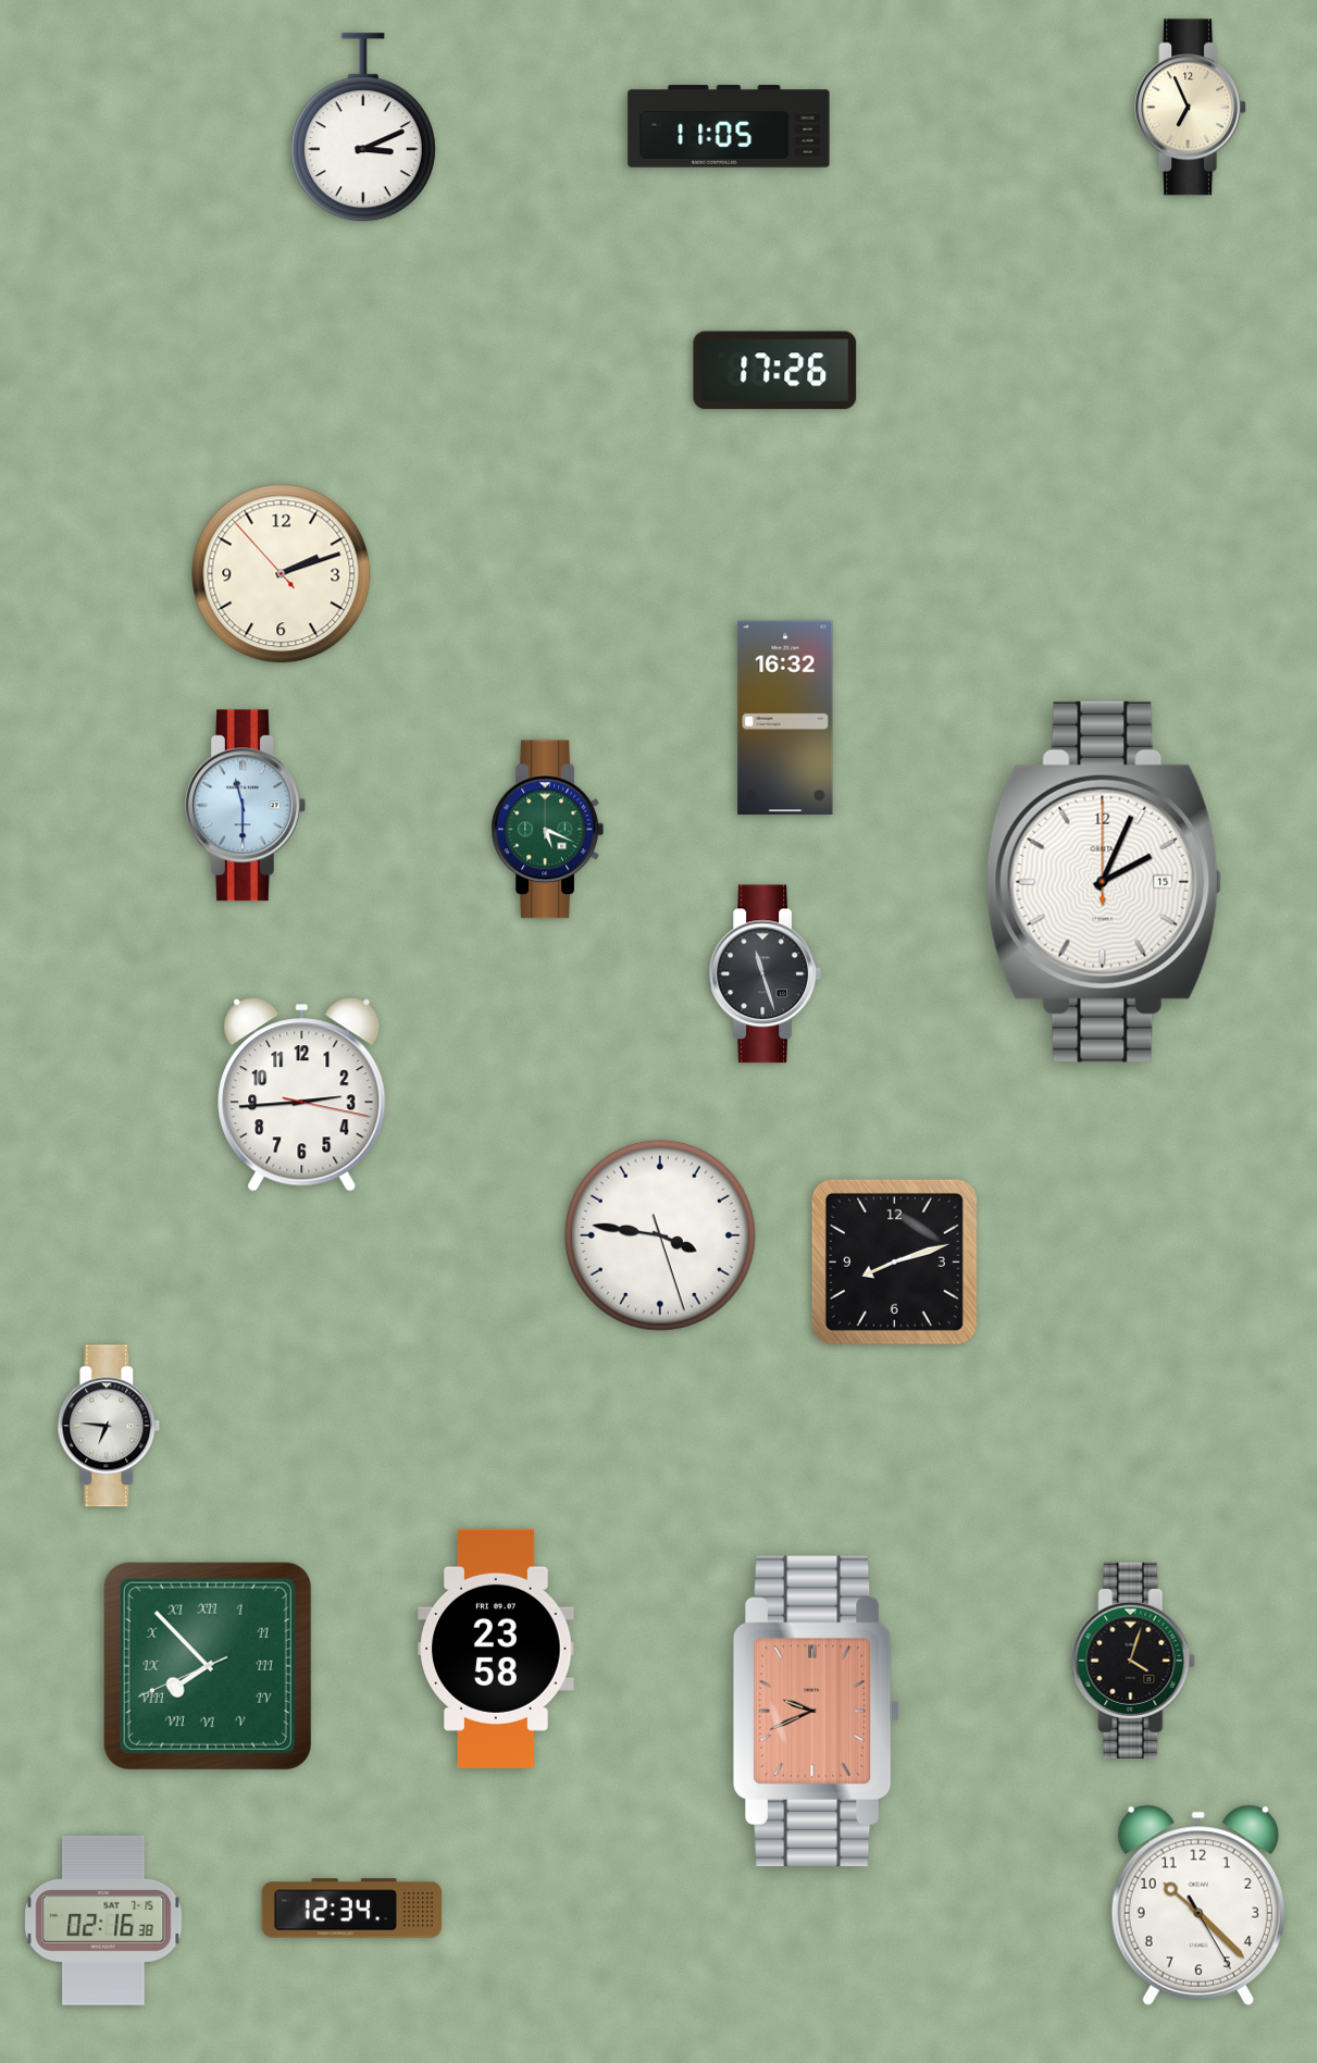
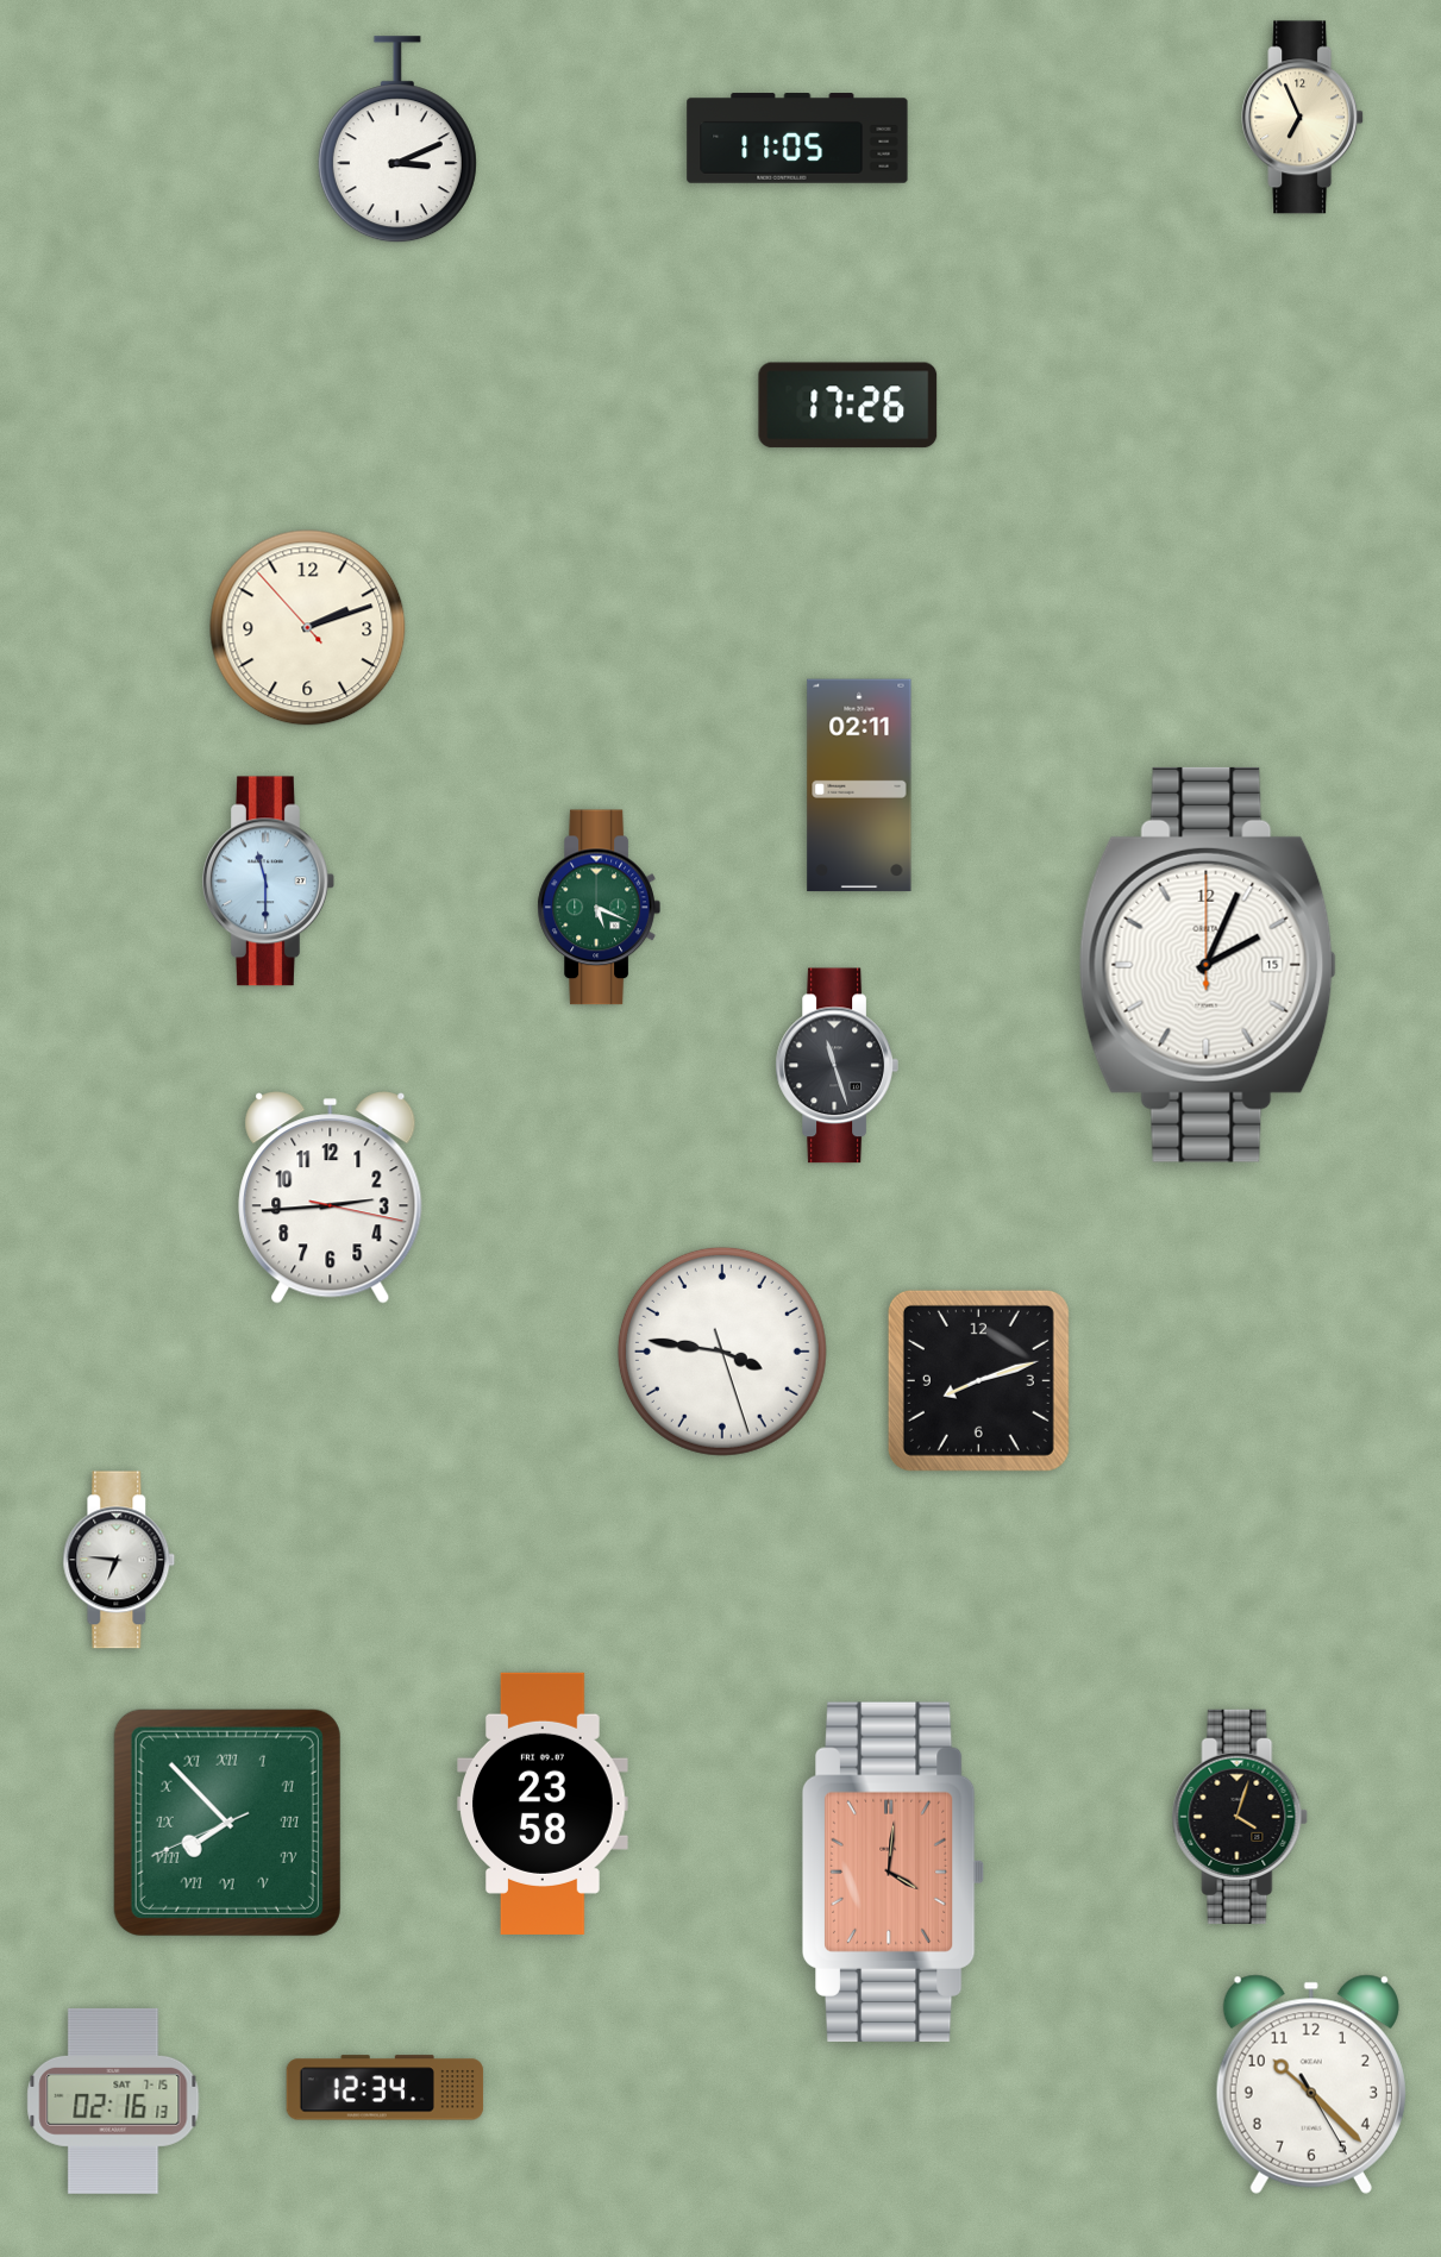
clock at (785, 718): 16:32 -> 02:11
clock at (817, 1711): 9:41 -> 4:01
clock at (103, 1921): 02:16:38 -> 02:16:13
